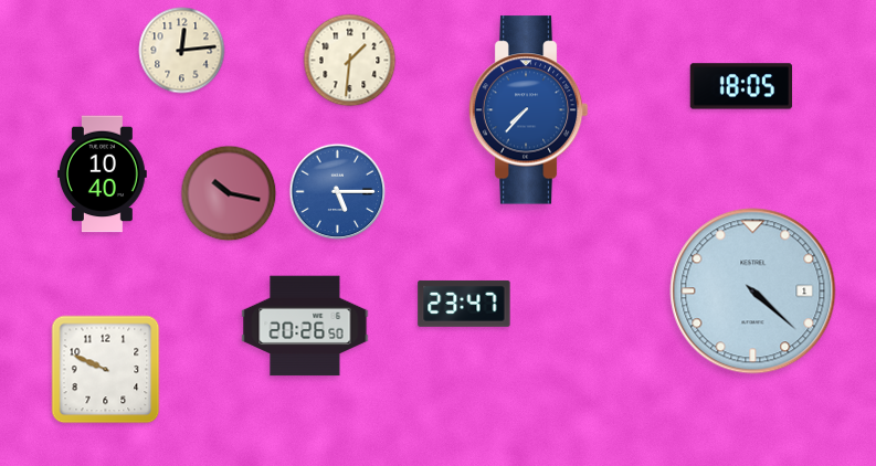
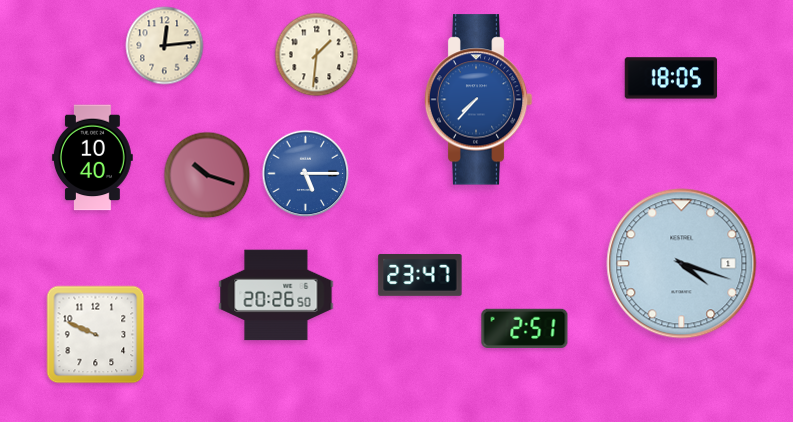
clock at (229, 193): 10:17 -> 10:18
clock at (753, 292): 4:22 -> 4:18
clock at (525, 328): none -> 2:51
